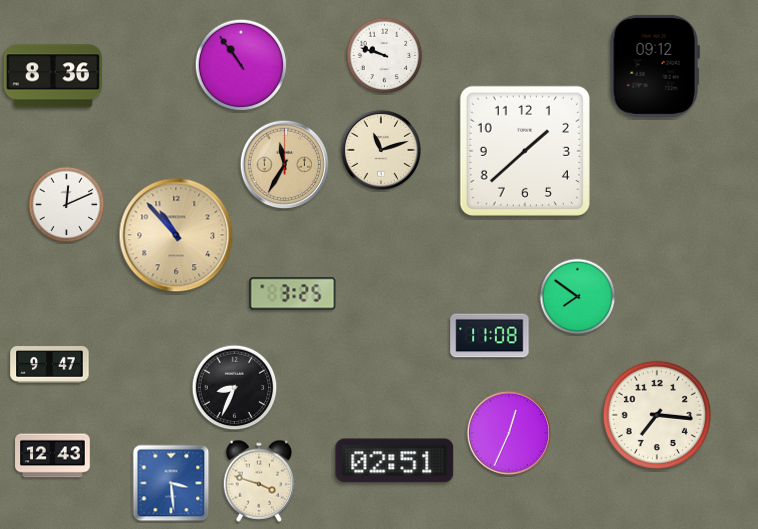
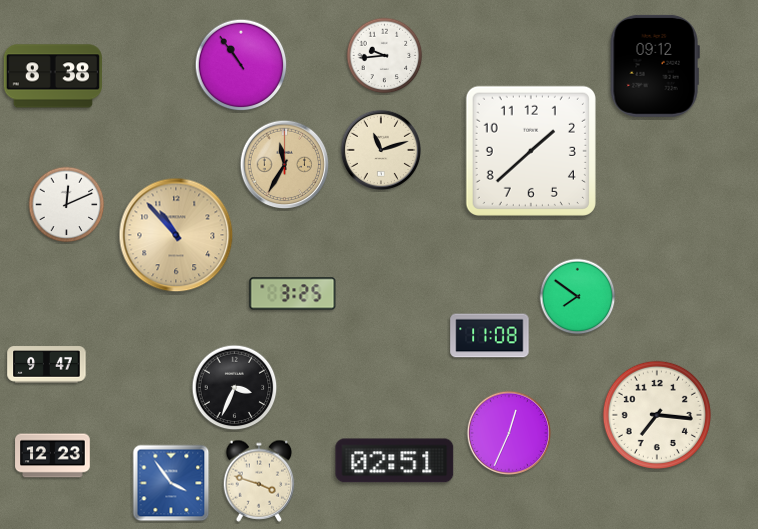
clock at (385, 56): 9:48 -> 9:44
clock at (53, 76): 8:36 -> 8:38
clock at (525, 151) position: (525, 151) -> (531, 151)
clock at (50, 365) position: (50, 365) -> (47, 365)
clock at (235, 388): 8:34 -> 3:34
clock at (53, 456): 12:43 -> 12:23
clock at (171, 483): 3:29 -> 3:54
